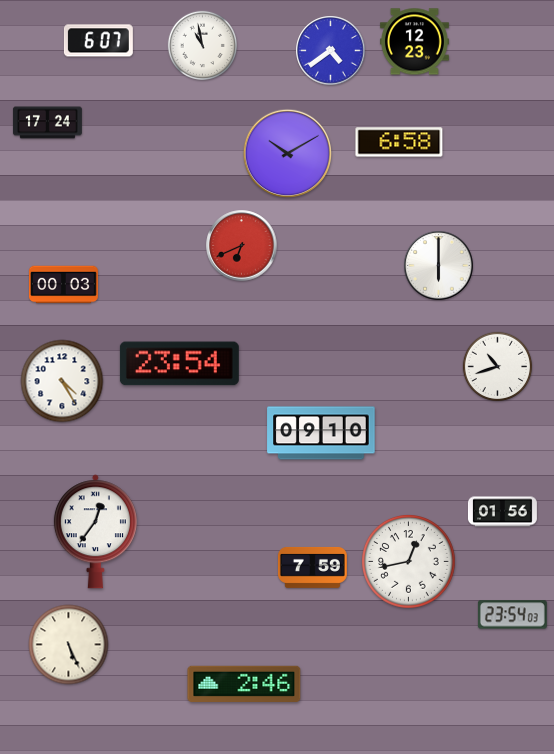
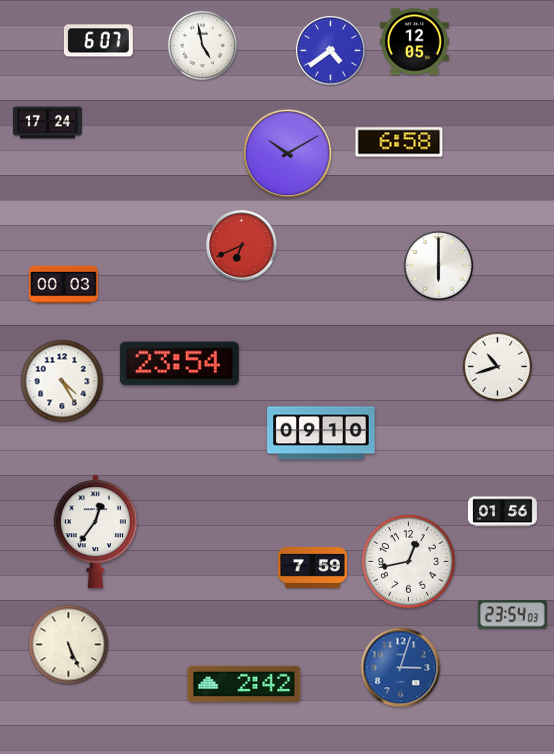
clock at (414, 42): 12:23 -> 12:05
clock at (203, 46): 10:58 -> 4:58
clock at (401, 668): none -> 3:03
clock at (244, 683): 2:46 -> 2:42
